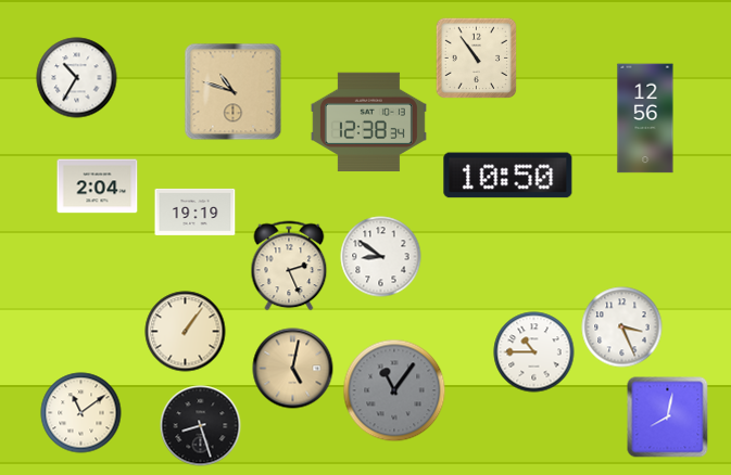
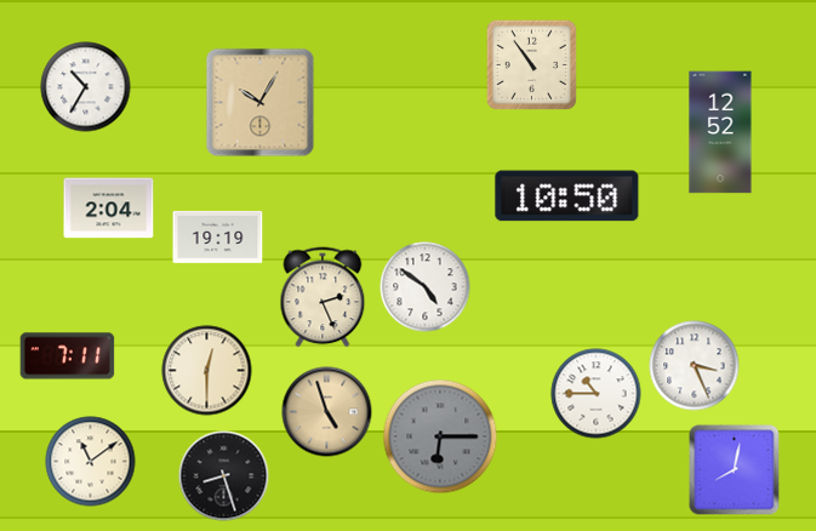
clock at (234, 92): 10:48 -> 10:05
clock at (645, 118): 12:56 -> 12:52
clock at (368, 123): 12:38 -> none
clock at (381, 257): 8:51 -> 4:51
clock at (68, 356): none -> 7:11
clock at (186, 332): 1:06 -> 12:30
clock at (293, 369): 5:02 -> 4:57
clock at (394, 390): 11:06 -> 6:15
clock at (668, 418) position: (668, 418) -> (735, 470)
